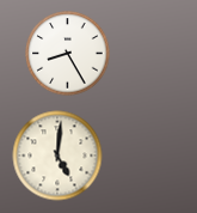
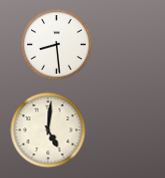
clock at (68, 54): 8:25 -> 8:29
